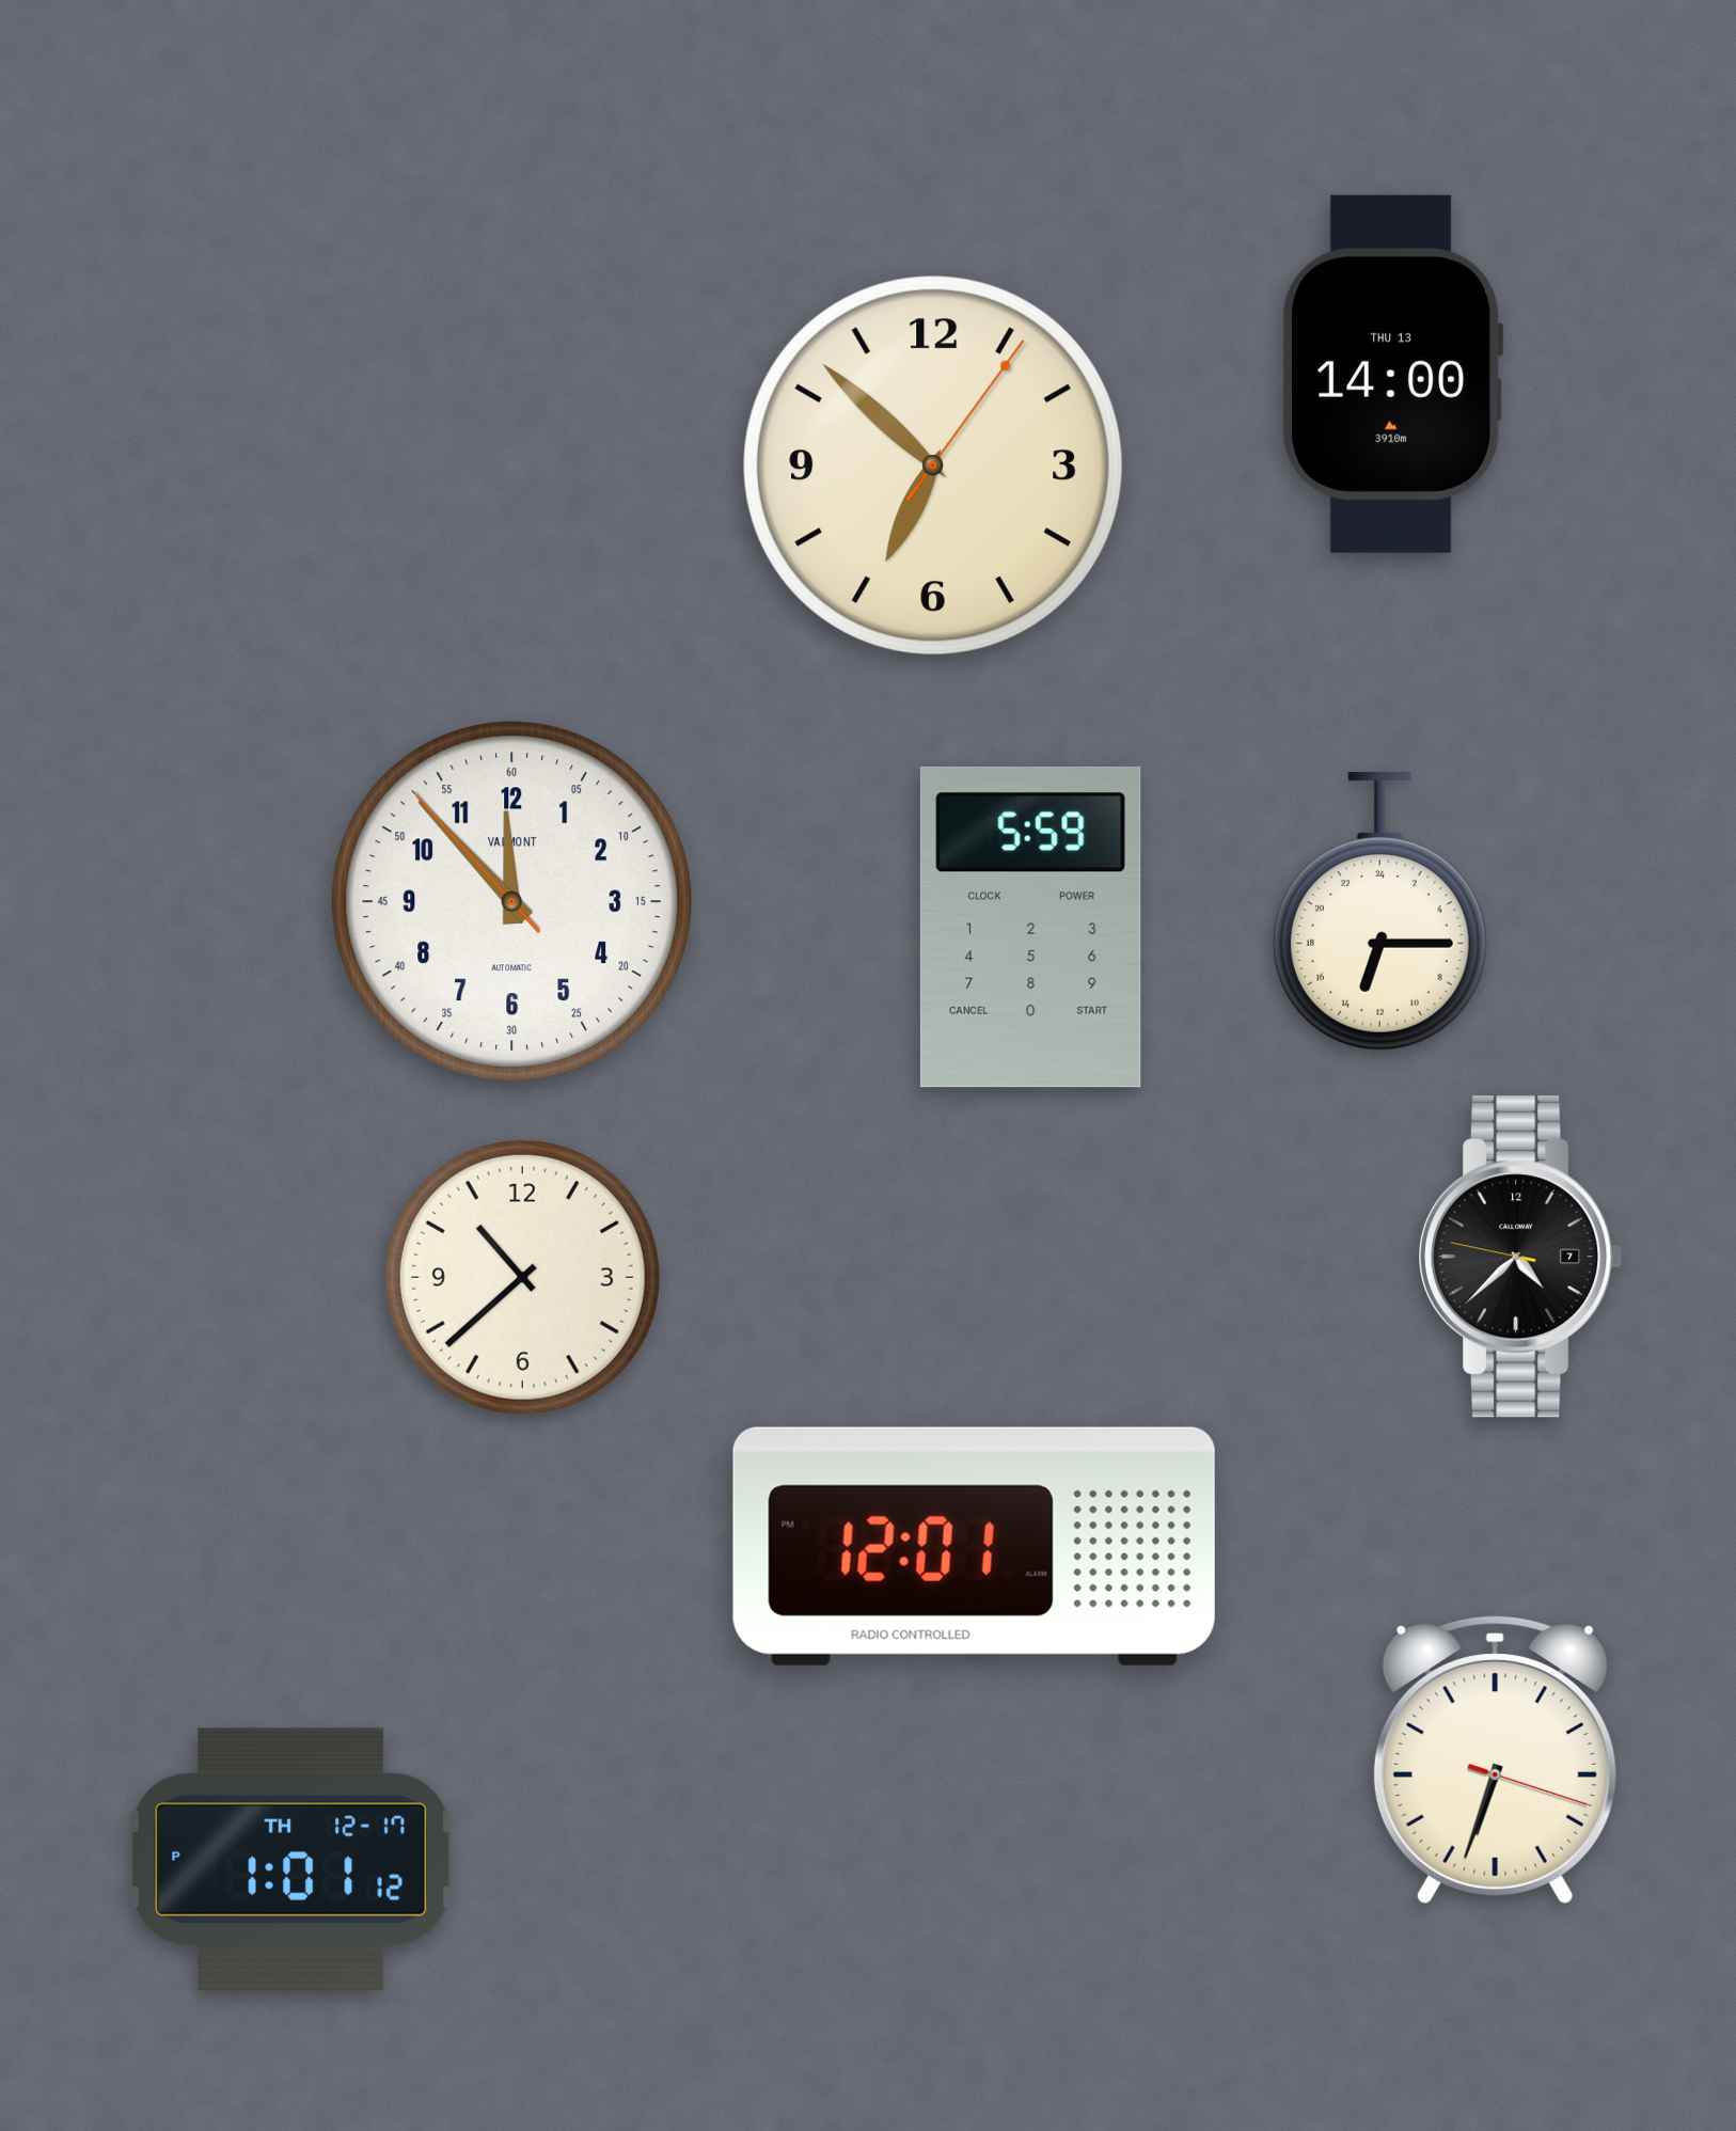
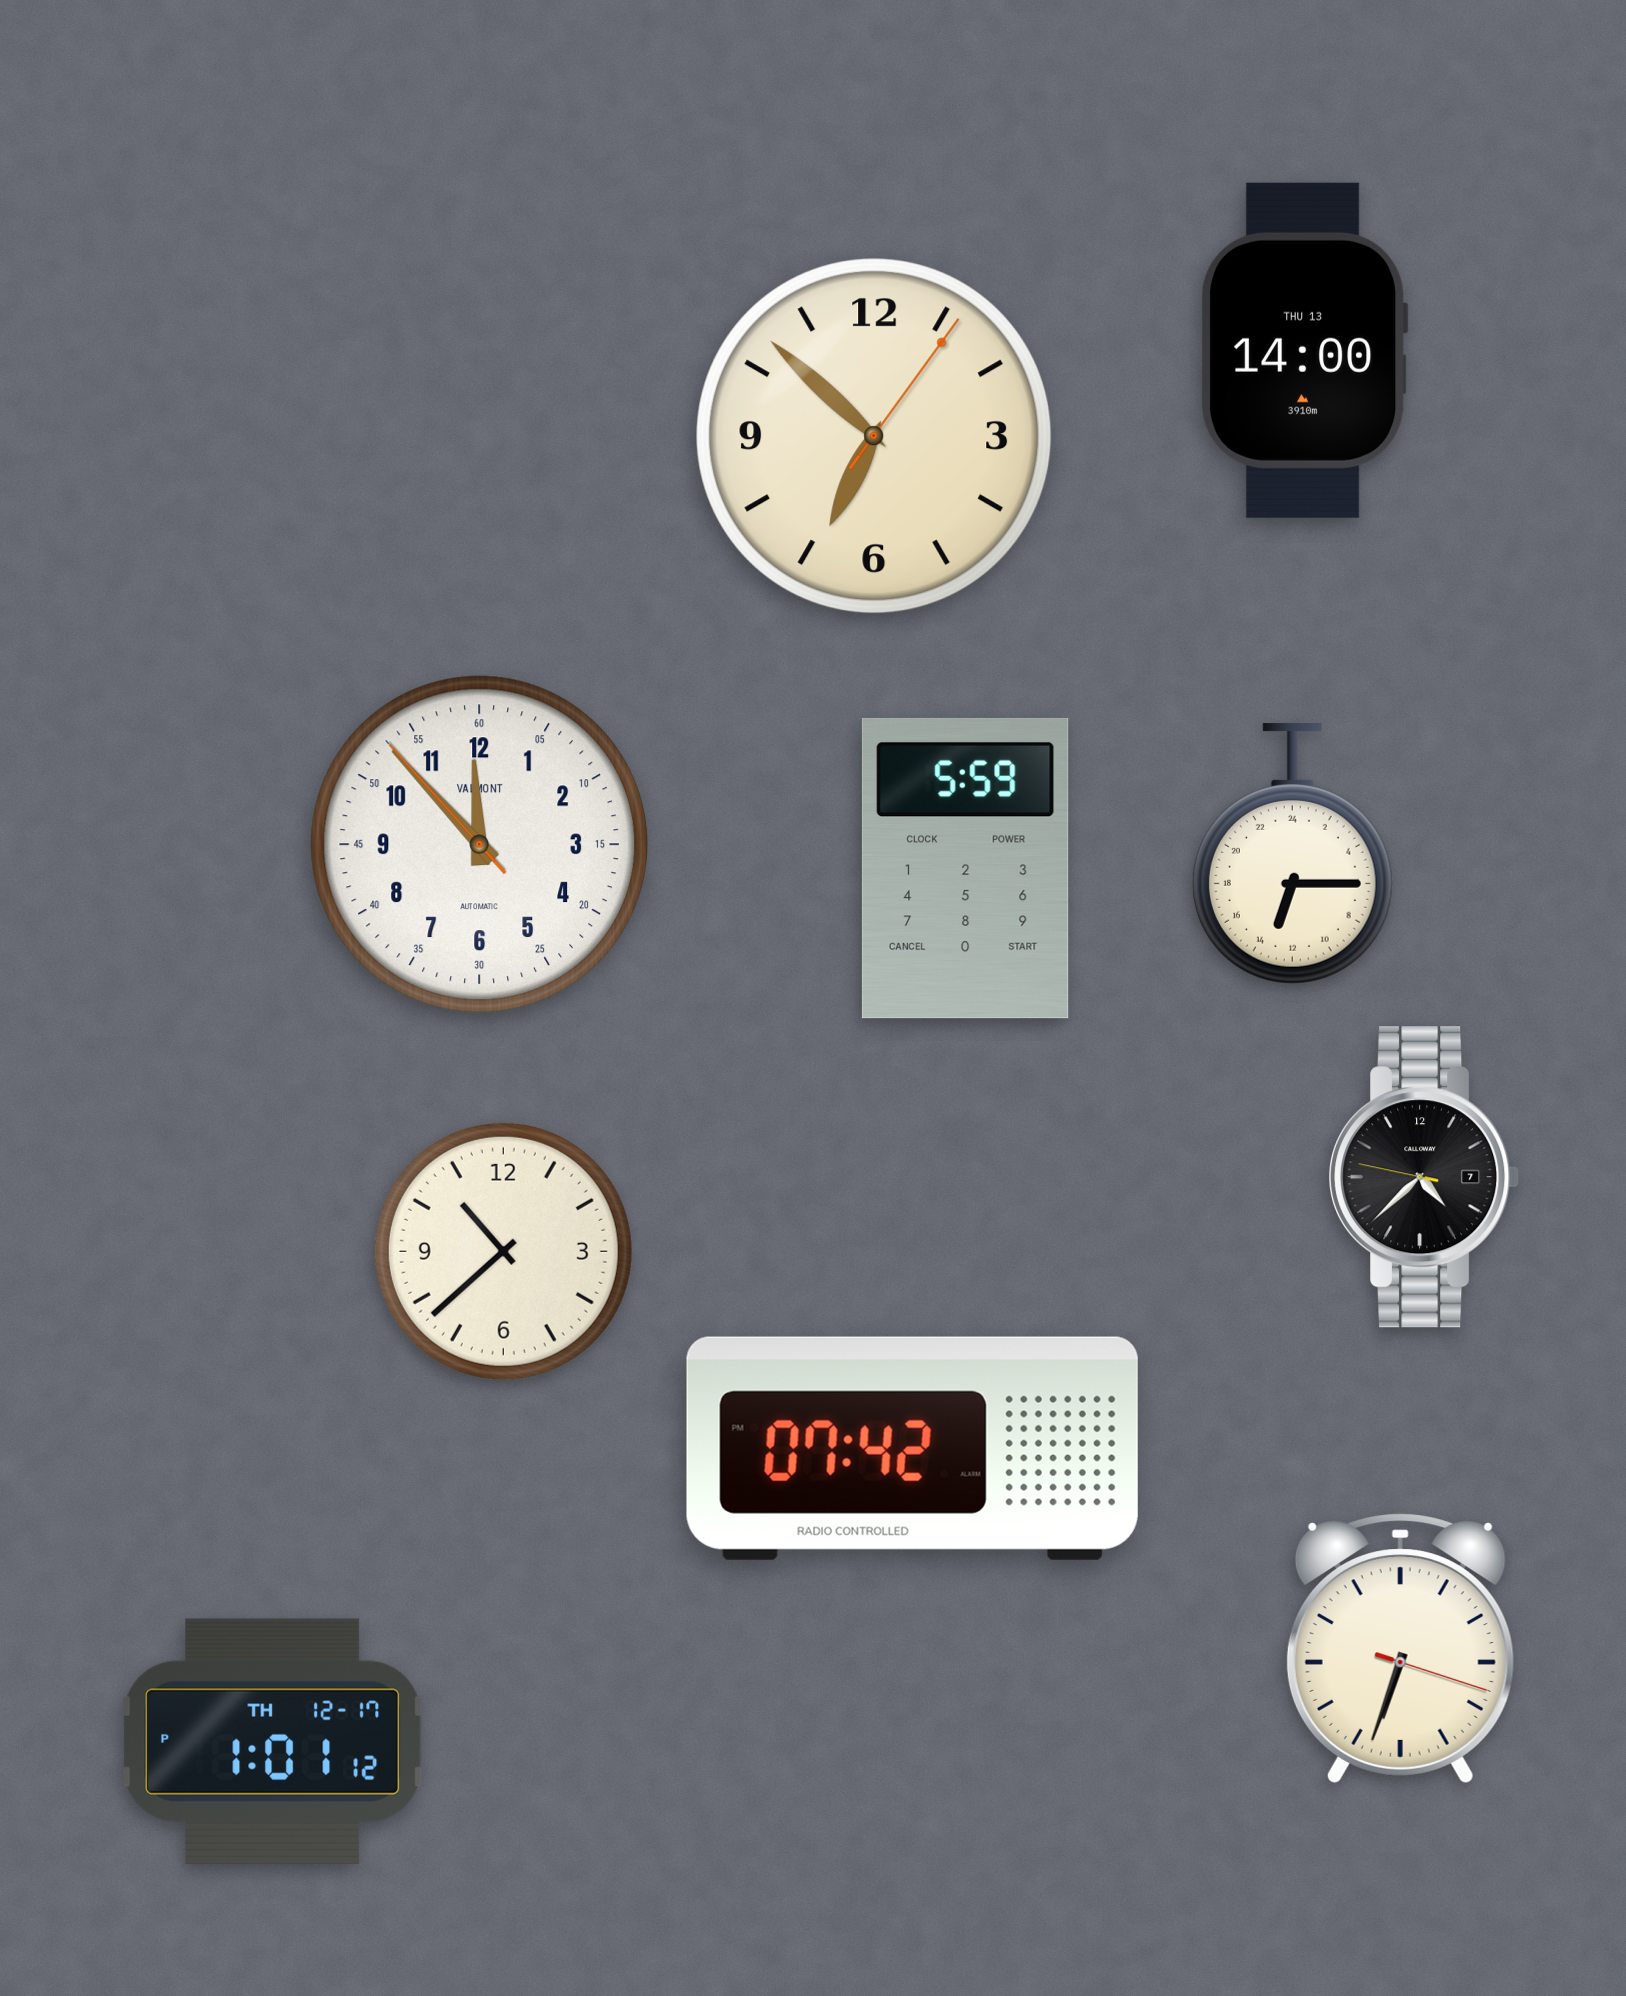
clock at (522, 1277) position: (522, 1277) -> (503, 1251)
clock at (974, 1546): 12:01 -> 07:42
